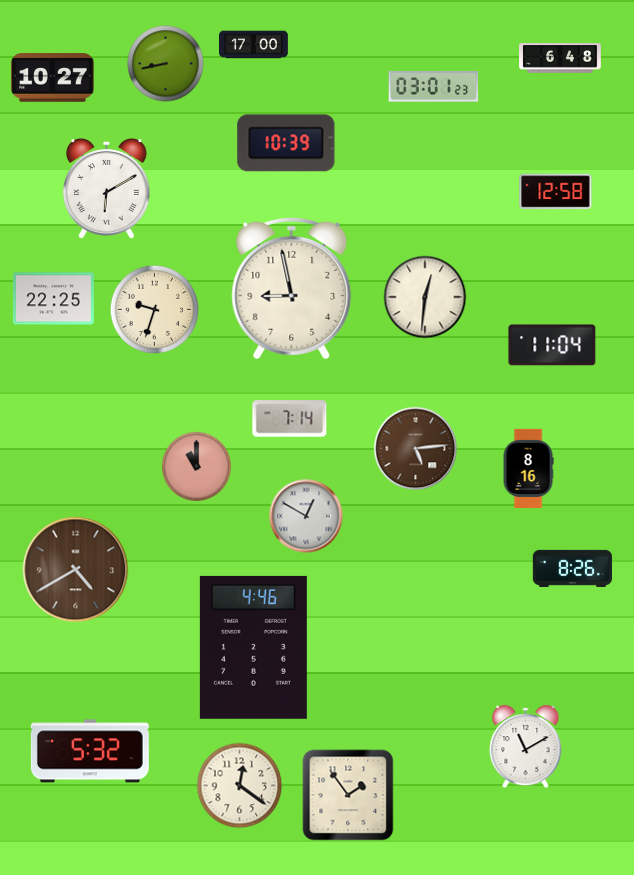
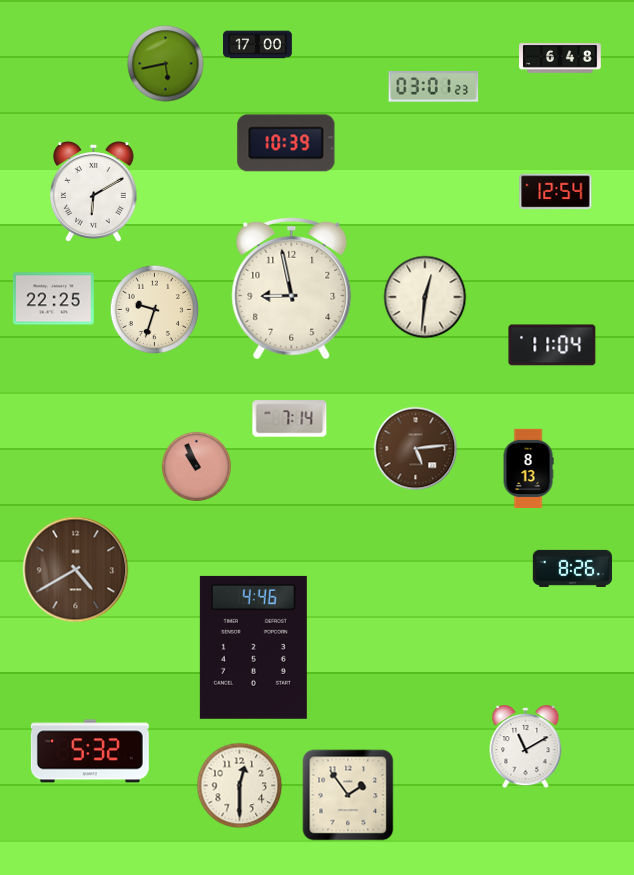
clock at (254, 45) position: (254, 45) -> (258, 45)
clock at (166, 64): 8:43 -> 5:43
clock at (53, 78): 10:27 -> none
clock at (106, 189) position: (106, 189) -> (93, 192)
clock at (556, 192): 12:58 -> 12:54
clock at (196, 466): 11:00 -> 10:56
clock at (528, 468): 8:16 -> 8:13
clock at (306, 516): 12:50 -> none
clock at (240, 786): 12:21 -> 12:30
